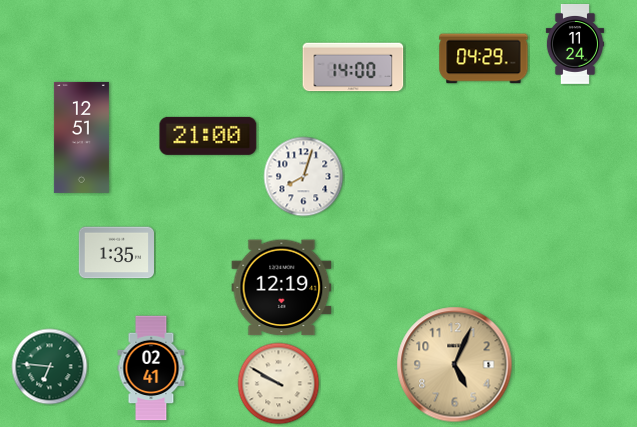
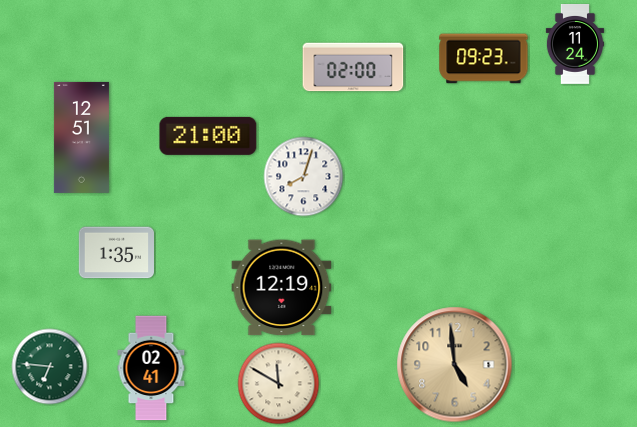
clock at (484, 59): 04:29 -> 09:23
clock at (353, 67): 14:00 -> 02:00
clock at (455, 365): 5:04 -> 4:59
clock at (279, 384): 9:50 -> 11:50
